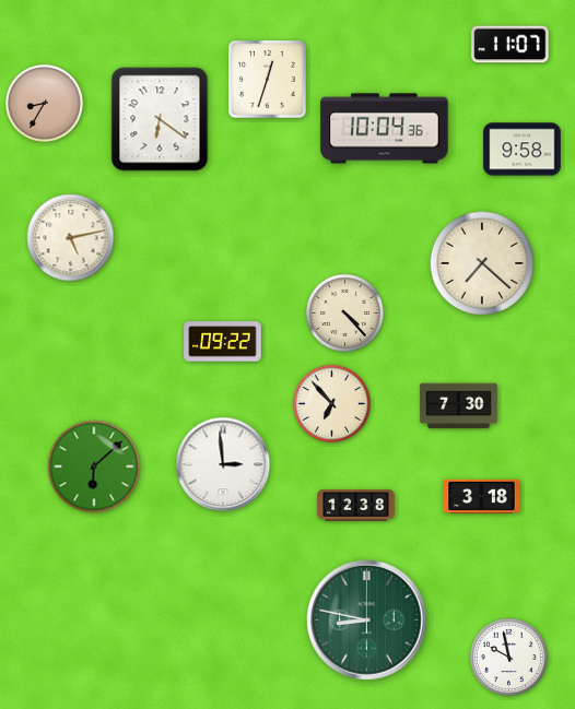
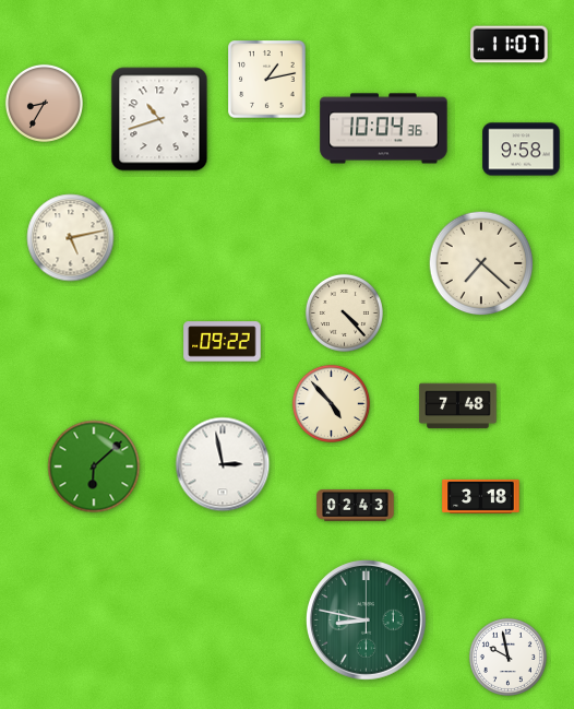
clock at (268, 80): 12:33 -> 1:13
clock at (160, 119): 6:21 -> 10:42
clock at (331, 403): 6:53 -> 4:53
clock at (459, 406): 7:30 -> 7:48
clock at (223, 464): 2:59 -> 2:58
clock at (356, 506): 12:38 -> 02:43
